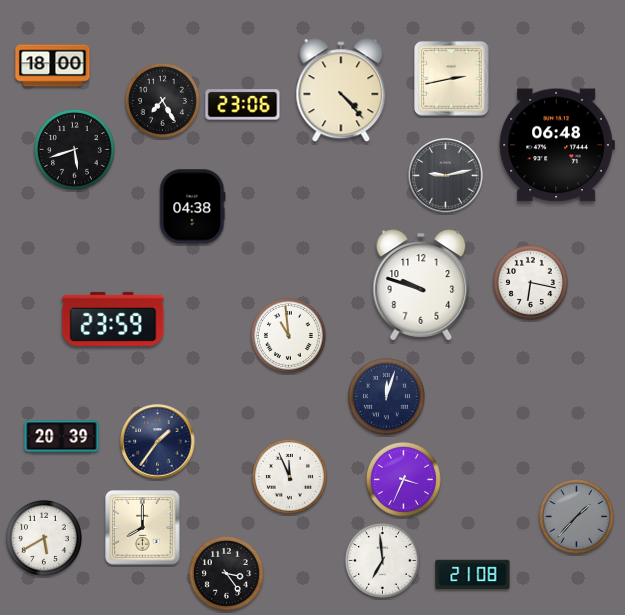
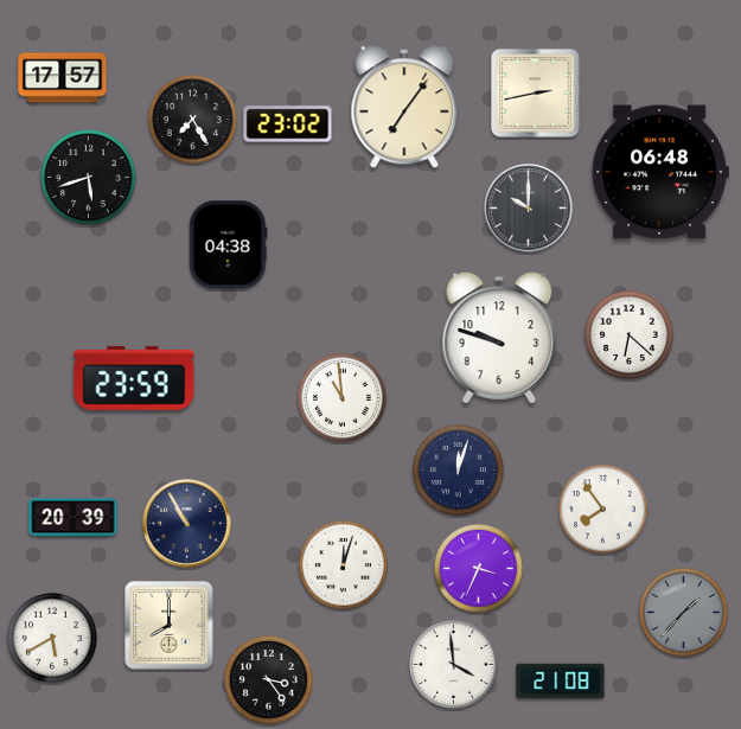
clock at (53, 66): 18:00 -> 17:57
clock at (341, 91): 4:23 -> 7:06
clock at (243, 105): 23:06 -> 23:02
clock at (446, 176): 9:13 -> 10:00
clock at (530, 282): 6:17 -> 6:22
clock at (602, 509): none -> 7:54
clock at (158, 442): 1:36 -> 10:55
clock at (289, 476): 11:56 -> 12:03
clock at (382, 560): 6:59 -> 3:59
